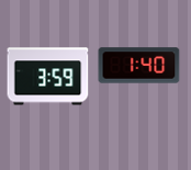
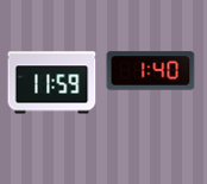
clock at (48, 77): 3:59 -> 11:59
